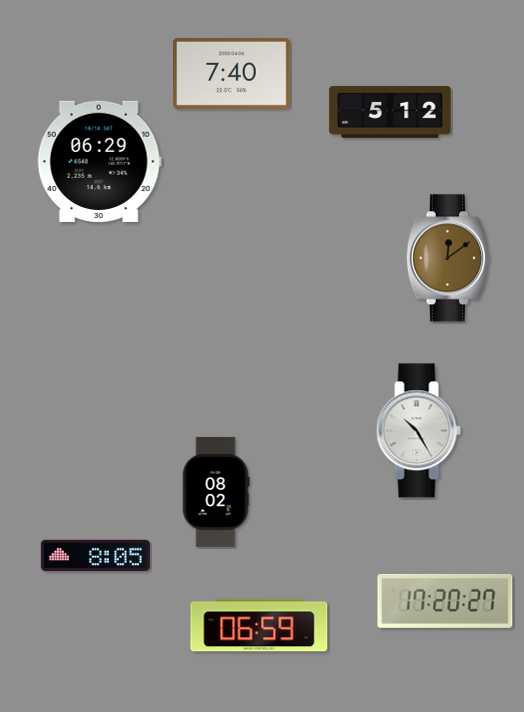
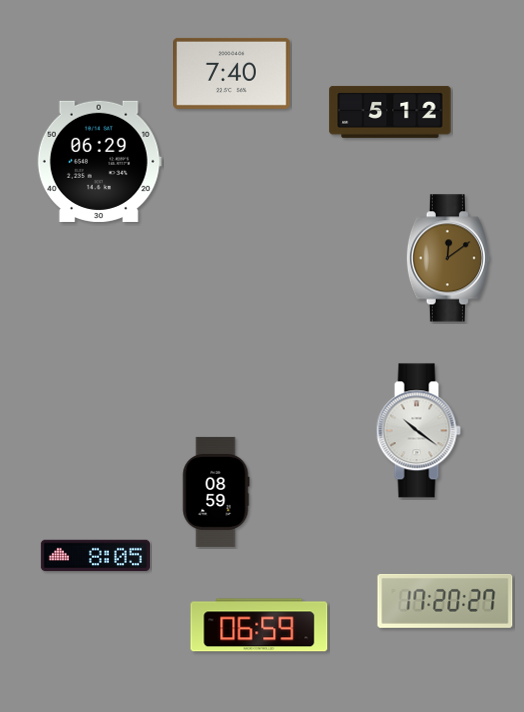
clock at (418, 431): 10:25 -> 10:21
clock at (216, 492): 08:02 -> 08:59
